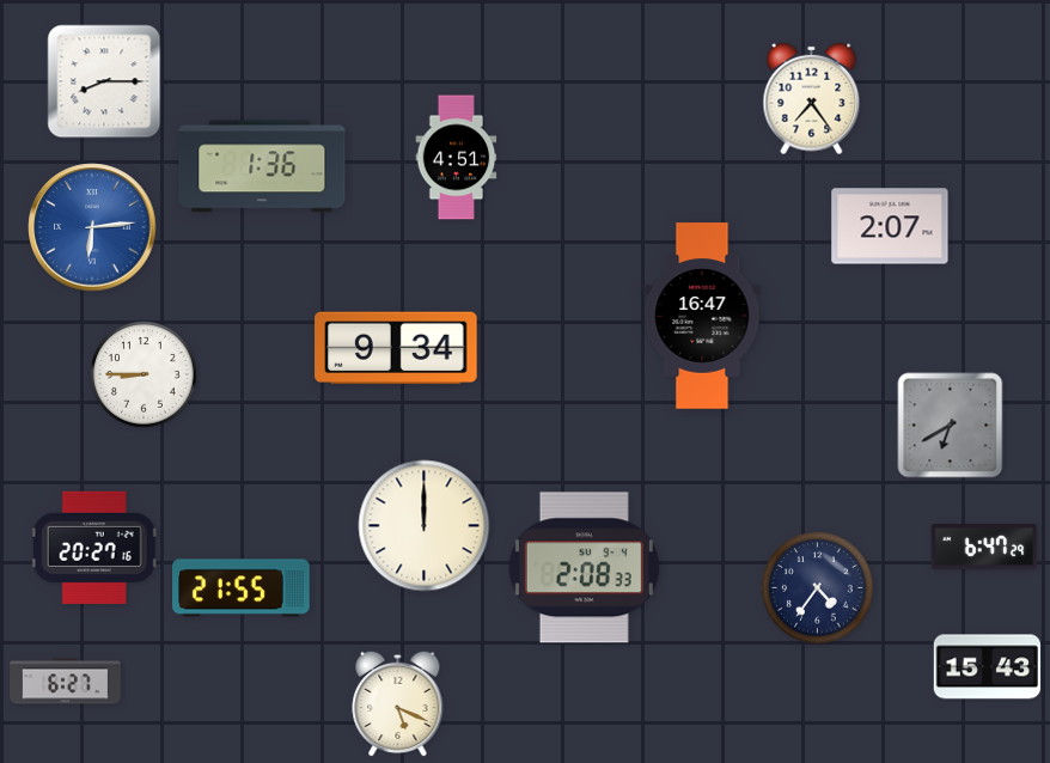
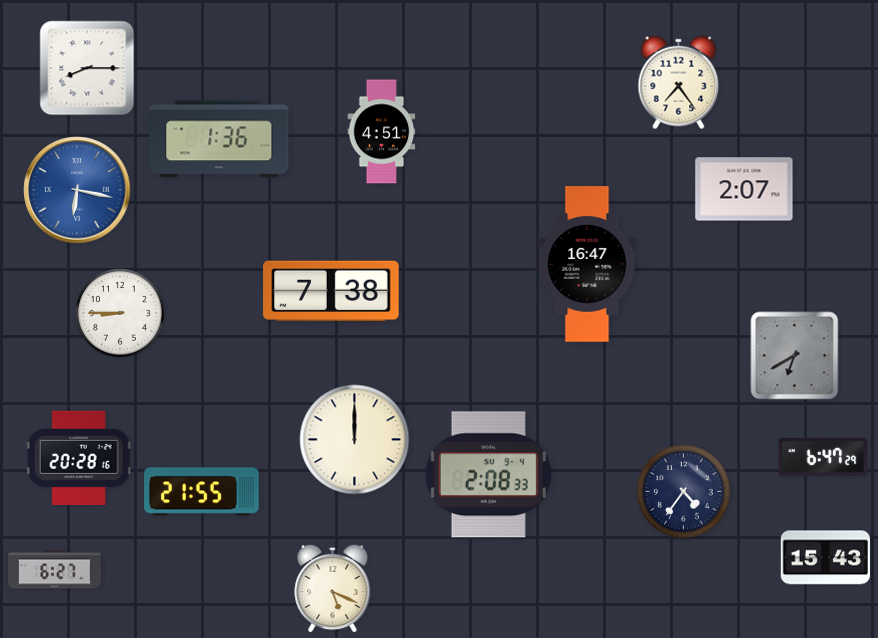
clock at (92, 227): 6:14 -> 6:17
clock at (396, 348): 9:34 -> 7:38
clock at (94, 548): 20:27 -> 20:28
